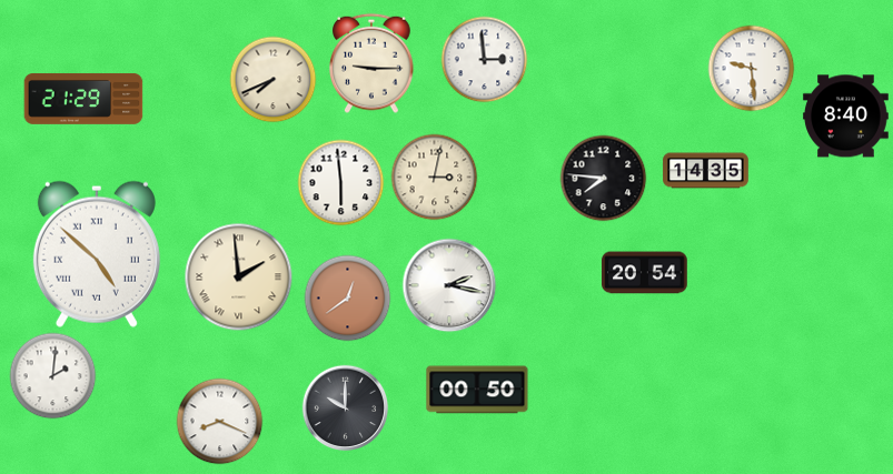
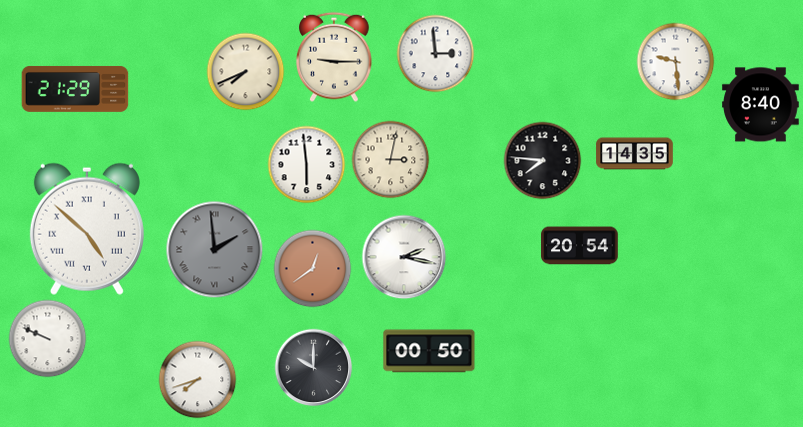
clock at (238, 276) dial: cream -> grey
clock at (52, 375): 2:01 -> 9:49
clock at (345, 407) position: (345, 407) -> (313, 367)
clock at (219, 421): 8:19 -> 7:42
